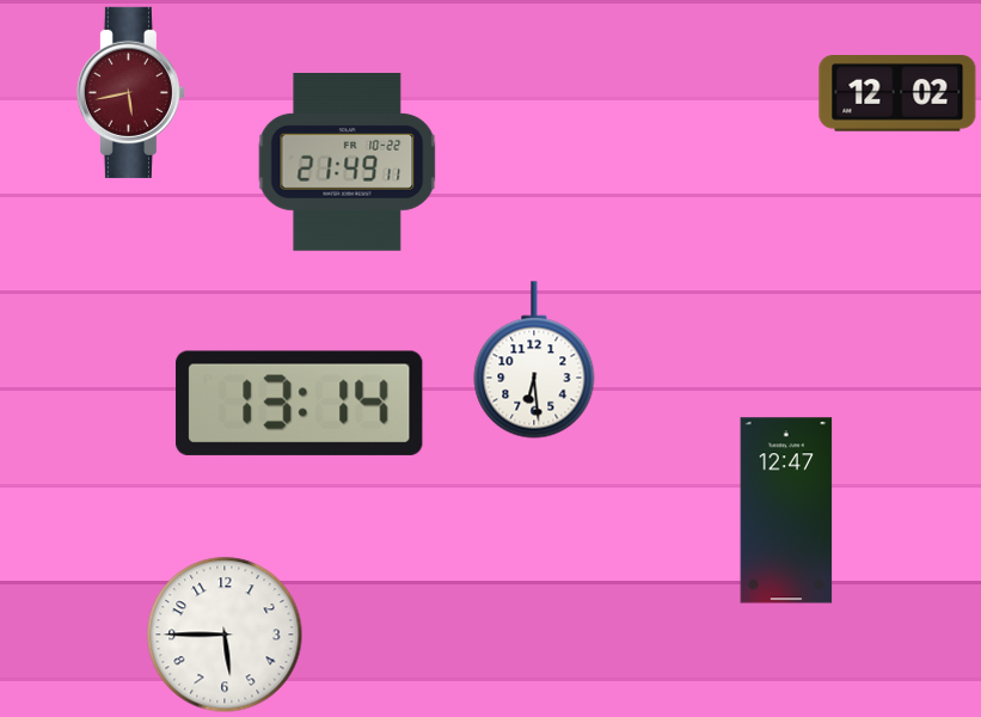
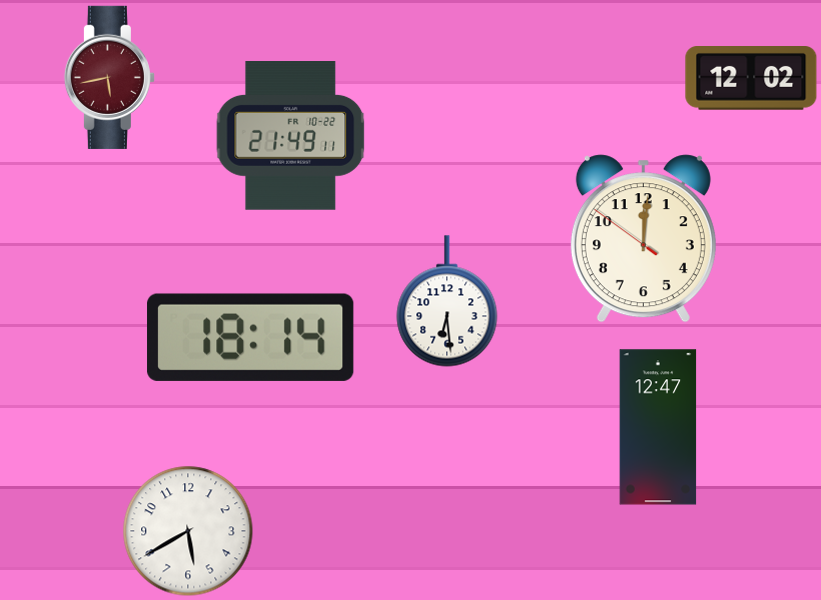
clock at (643, 239): none -> 12:00
clock at (300, 403): 13:14 -> 18:14
clock at (225, 635): 5:45 -> 5:40
